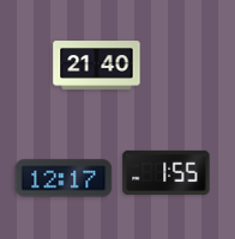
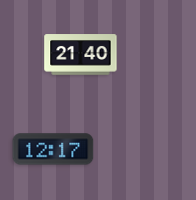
clock at (167, 172): 1:55 -> none
